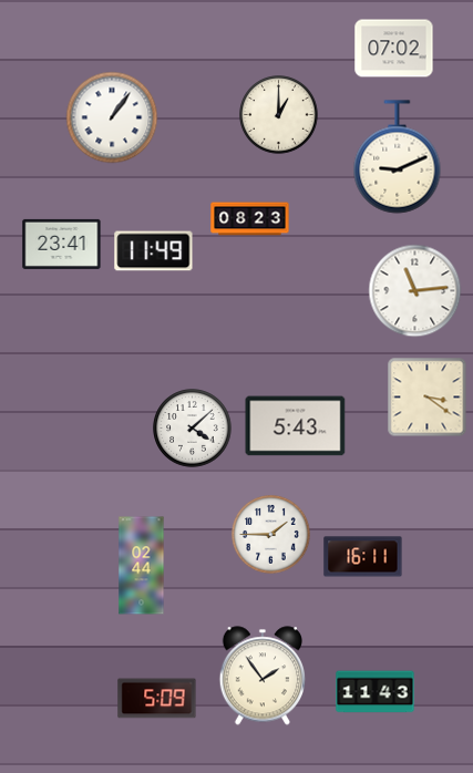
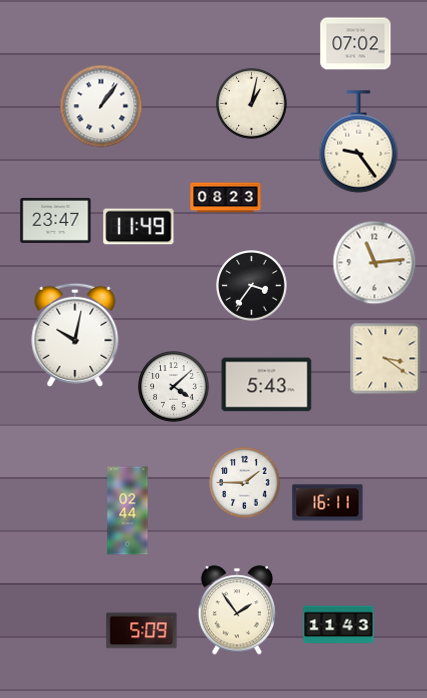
clock at (279, 115): 1:00 -> 1:02
clock at (398, 157): 9:11 -> 9:24
clock at (62, 244): 23:41 -> 23:47
clock at (252, 286): none -> 3:36
clock at (75, 335): none -> 10:02
